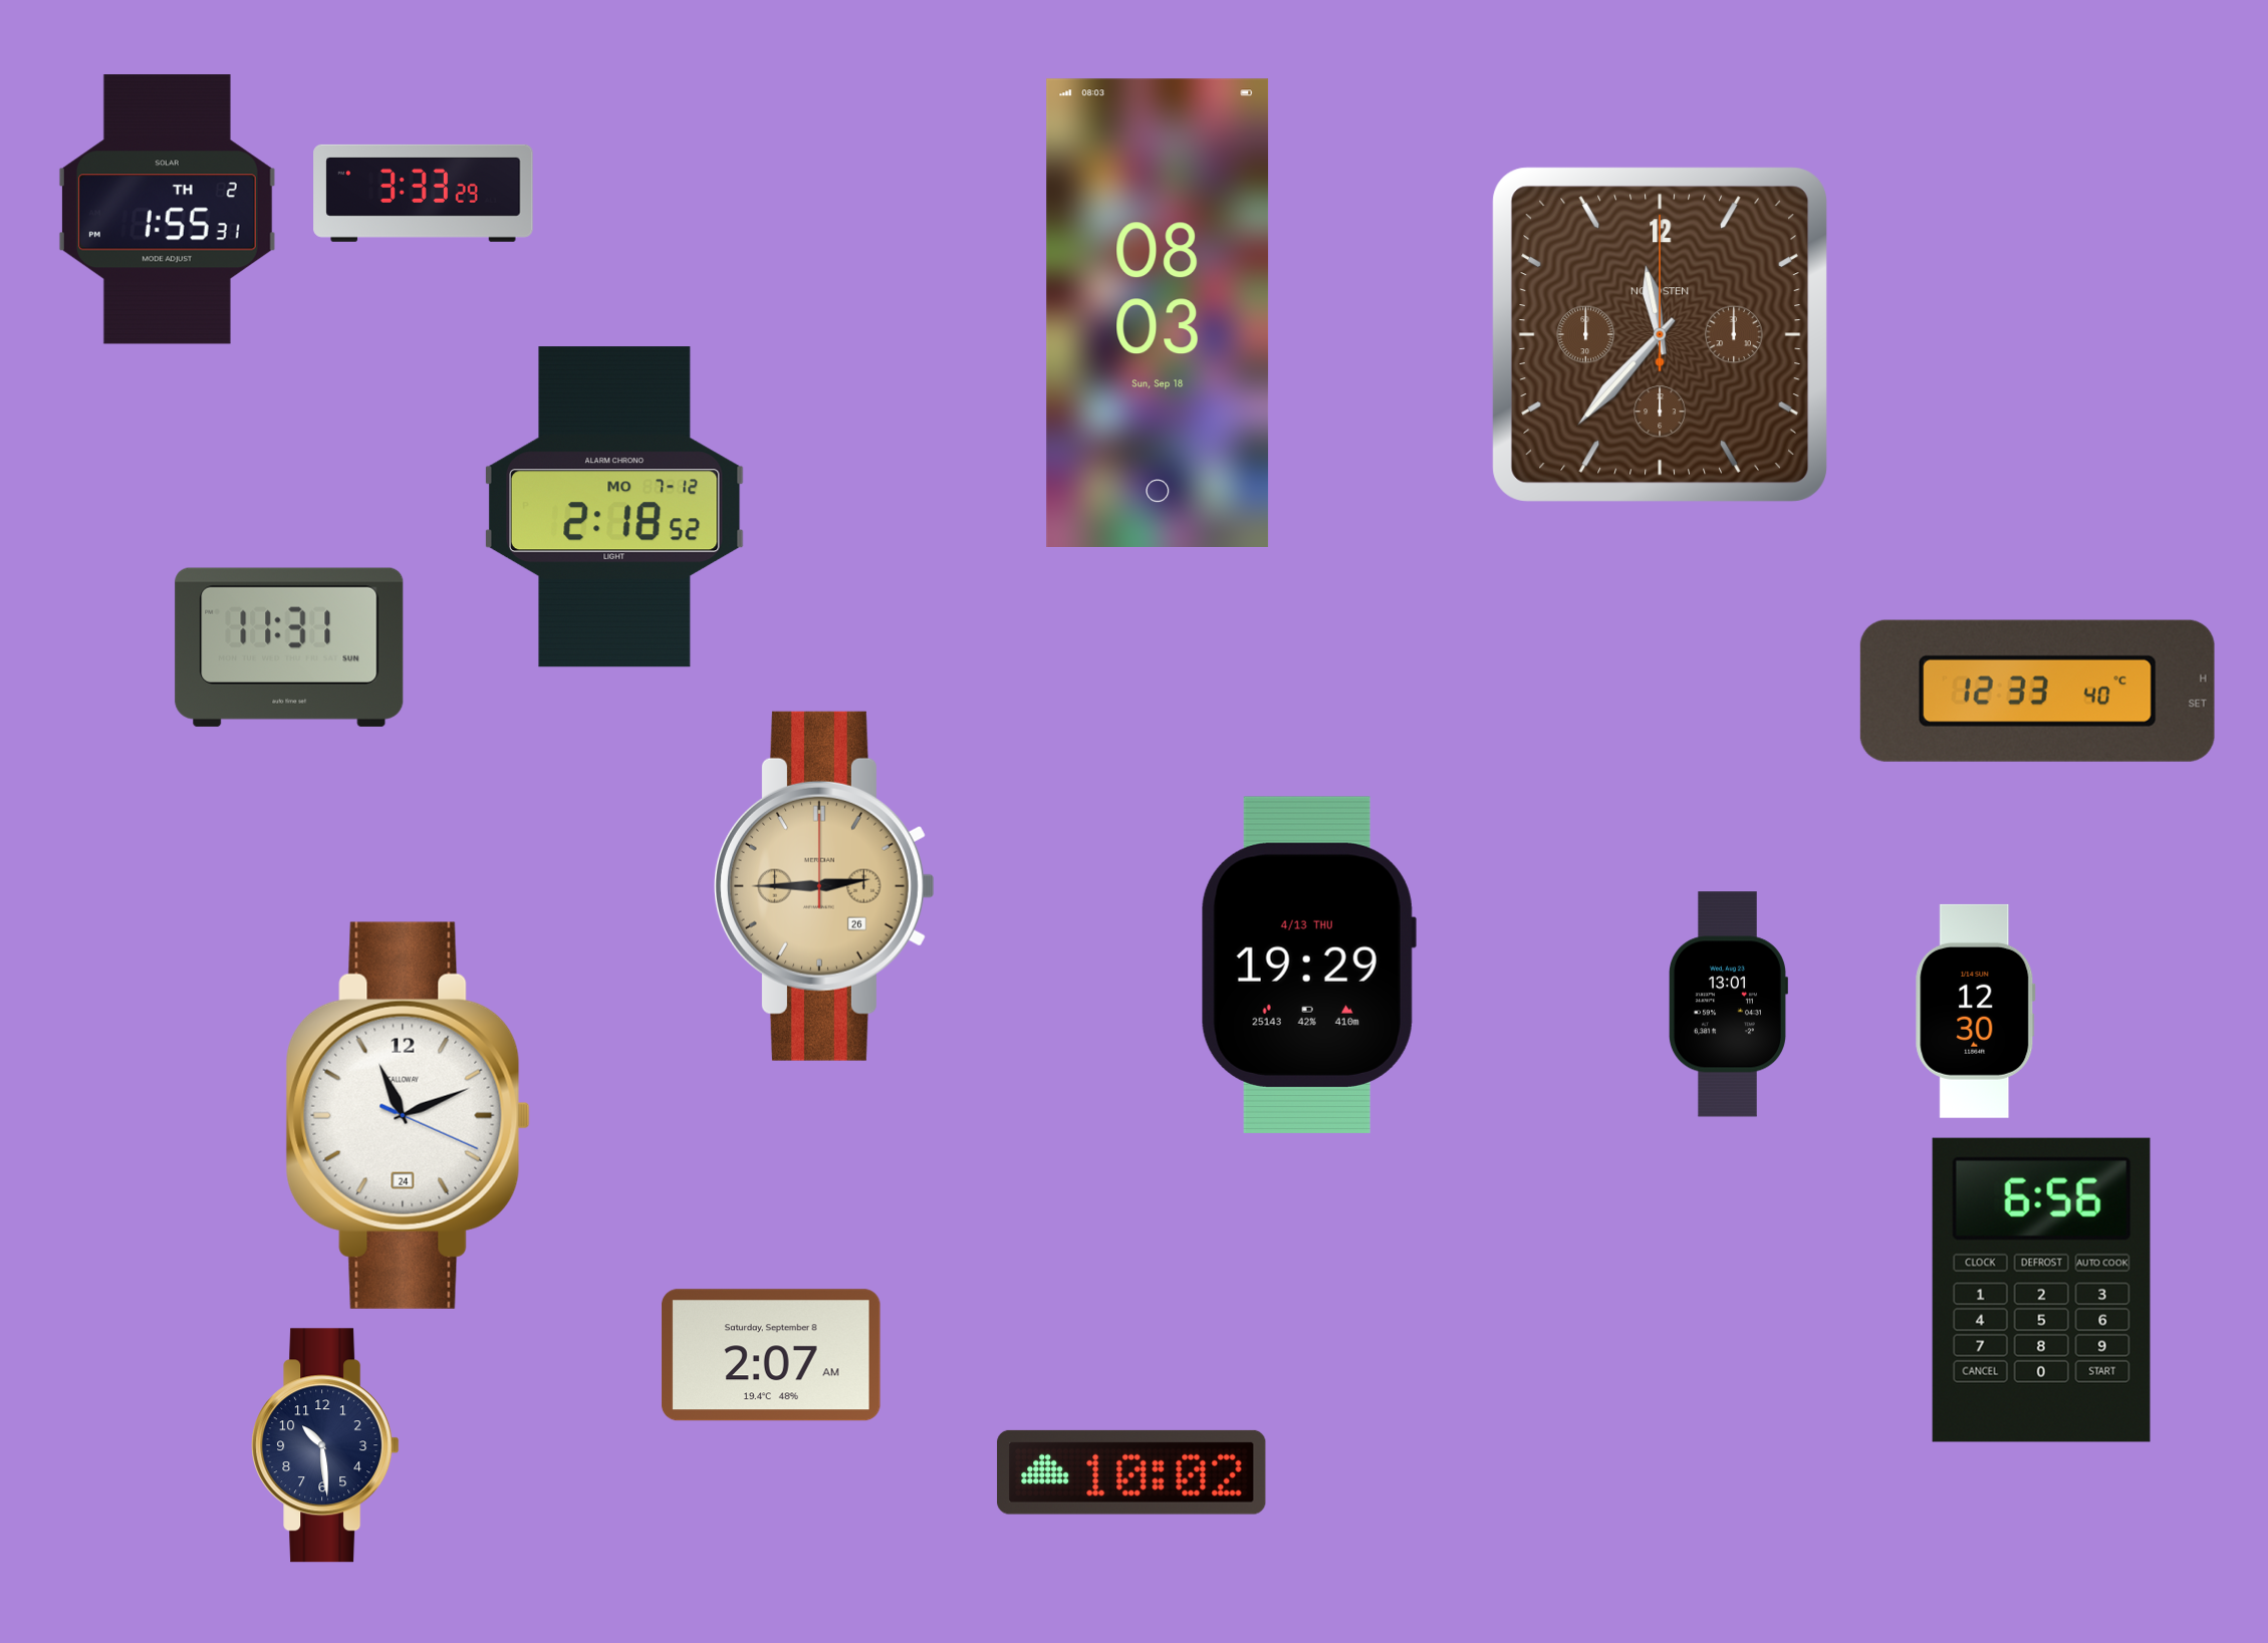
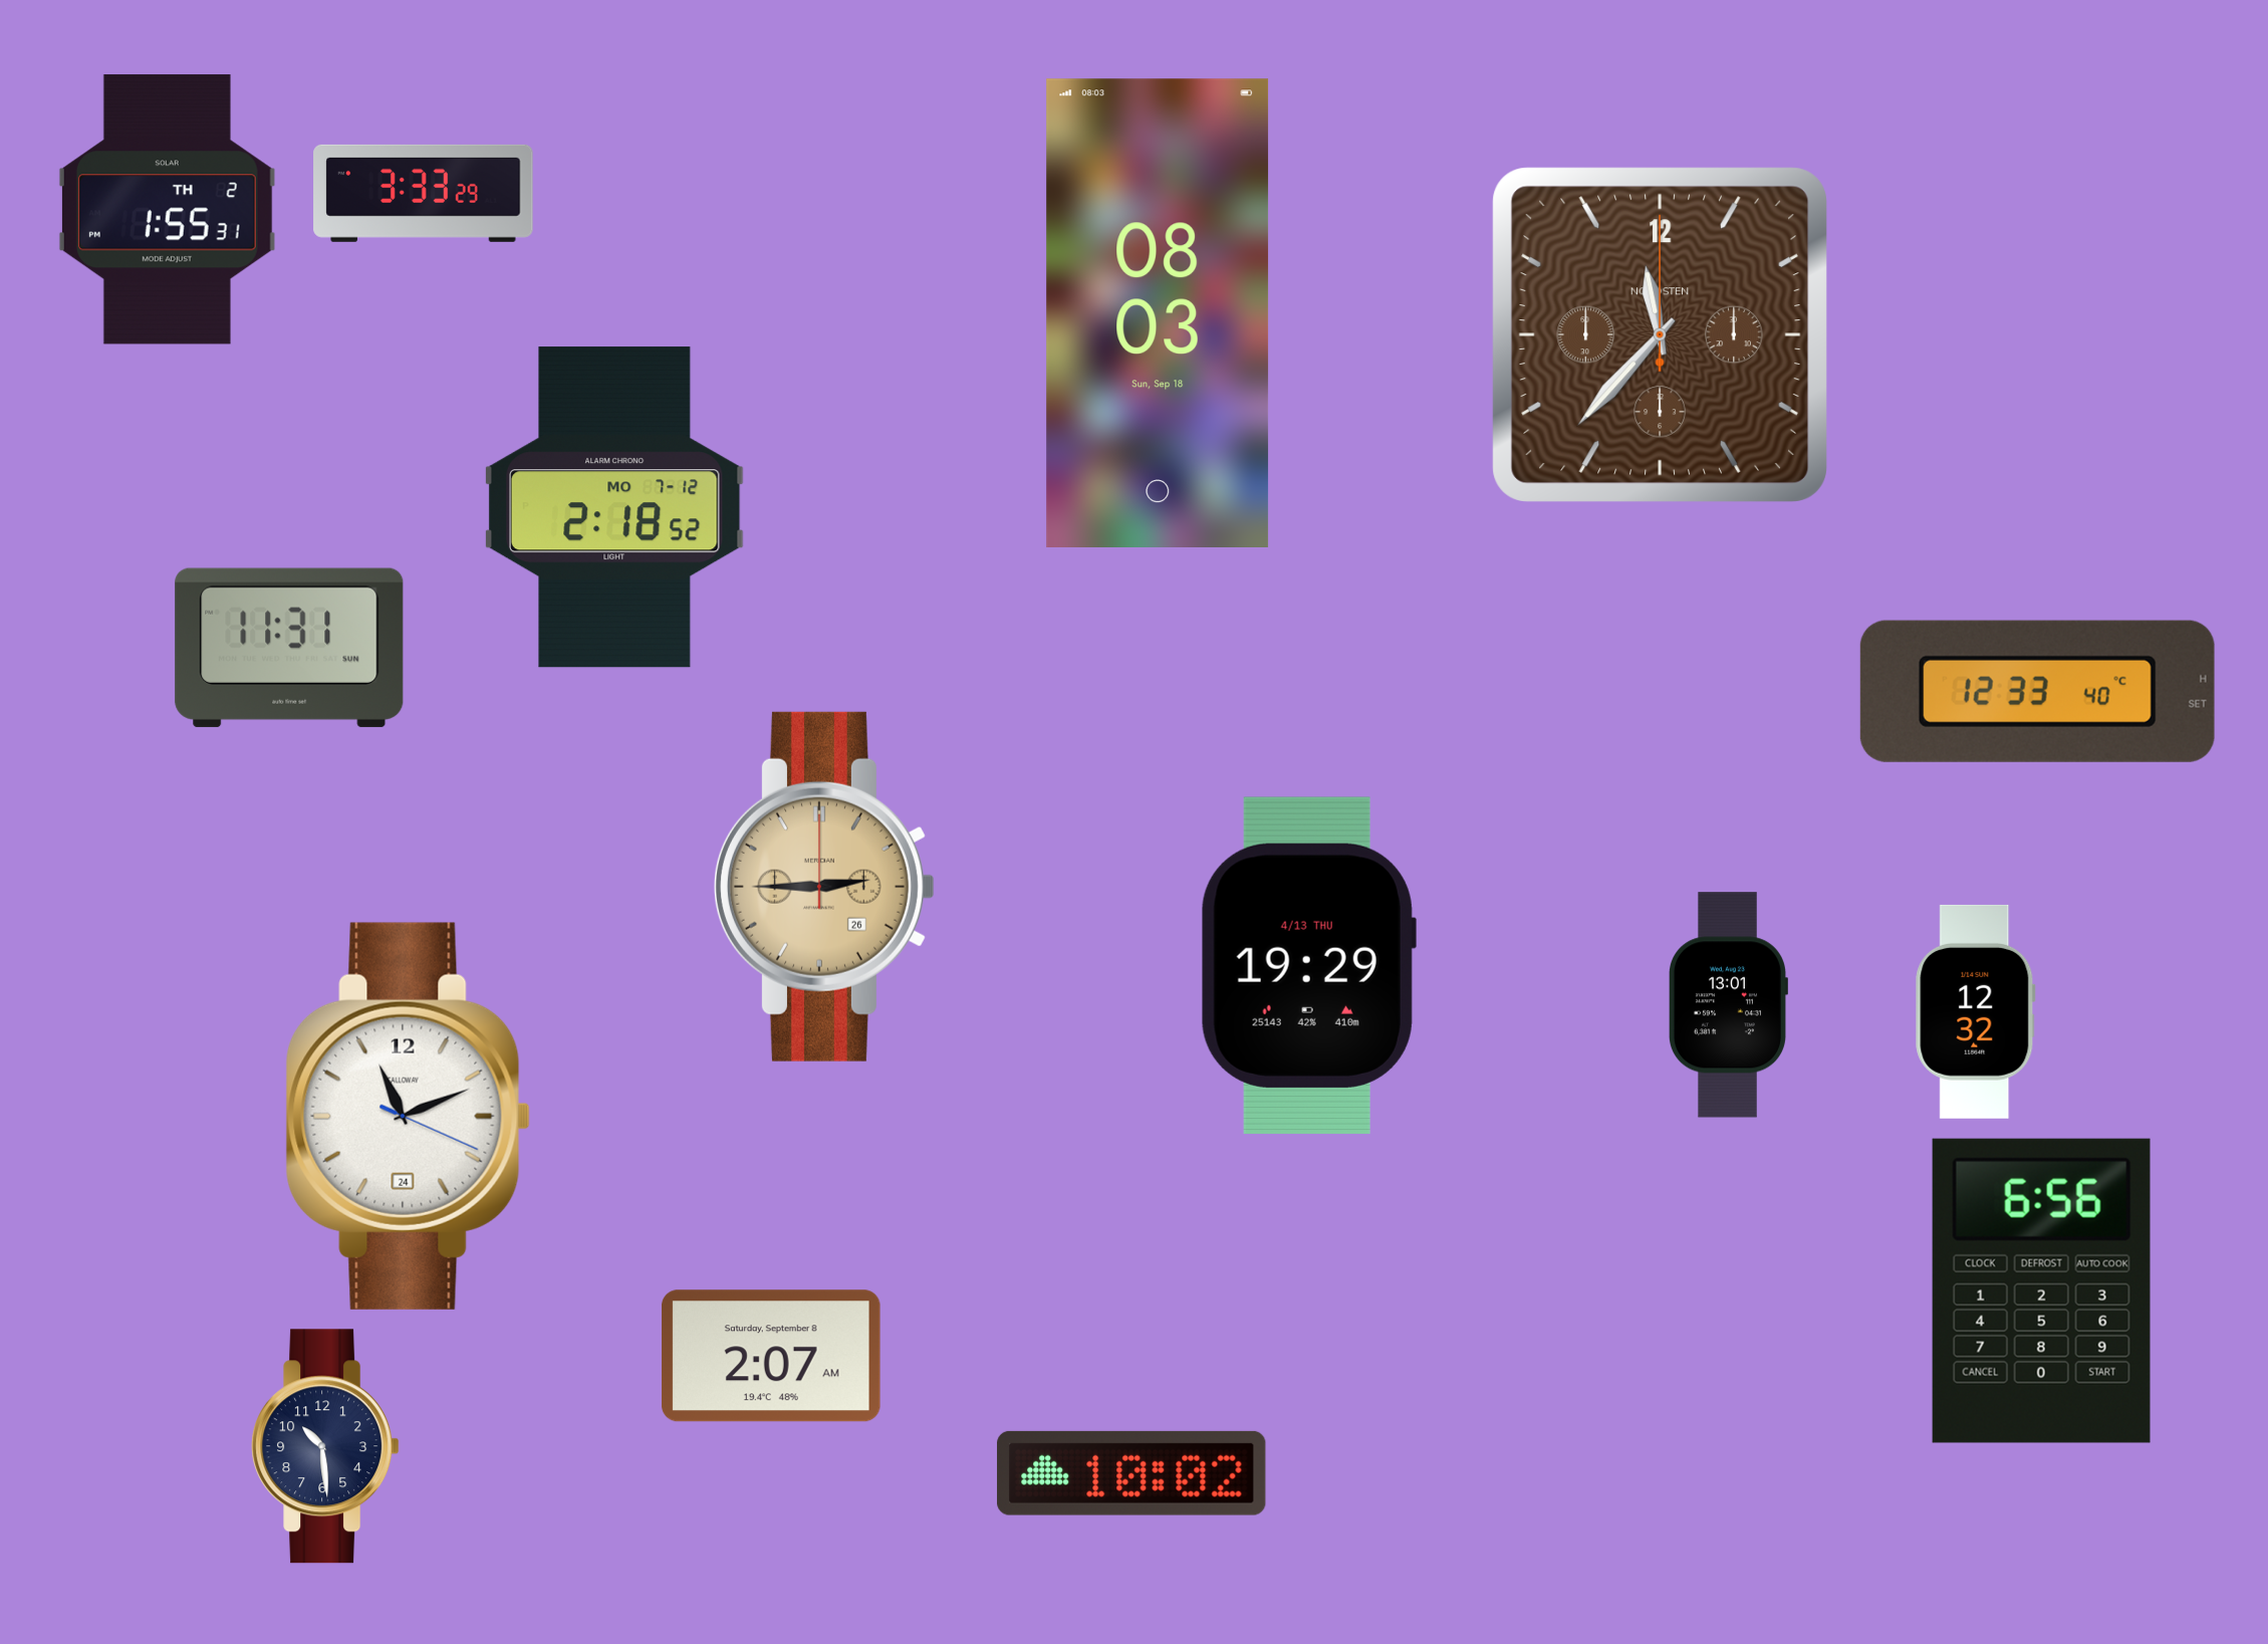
clock at (1976, 1011): 12:30 -> 12:32
